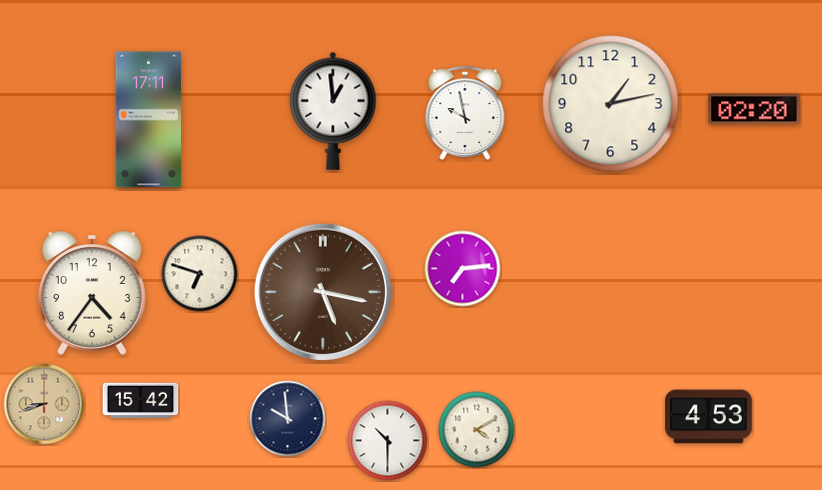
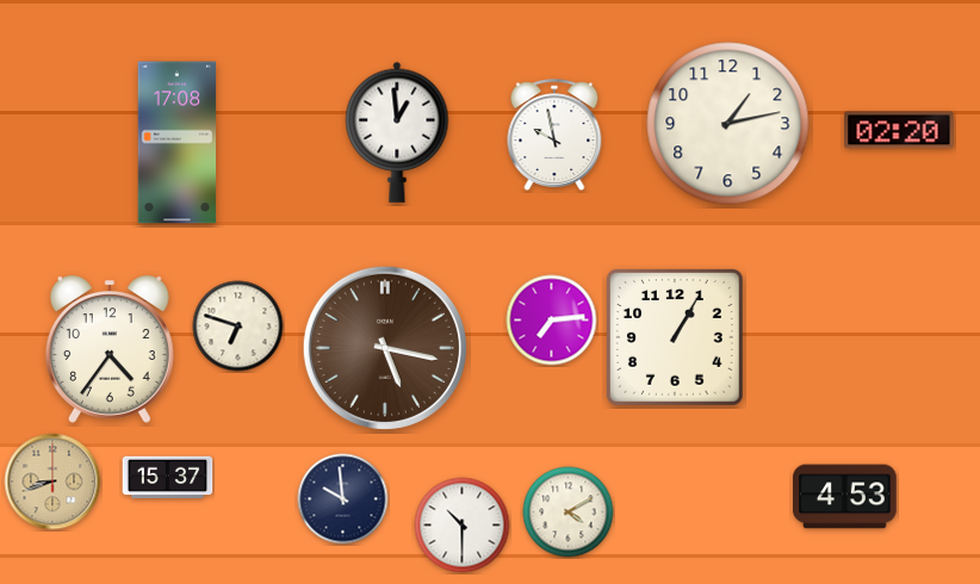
clock at (149, 120): 17:11 -> 17:08
clock at (675, 337): none -> 1:05
clock at (141, 401): 15:42 -> 15:37
